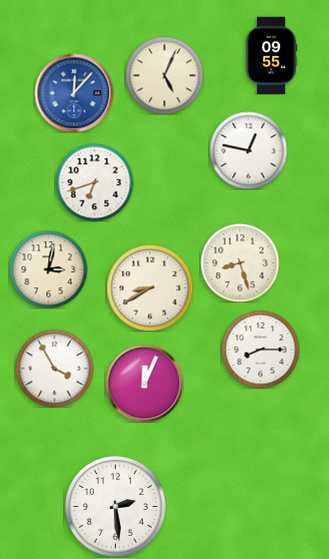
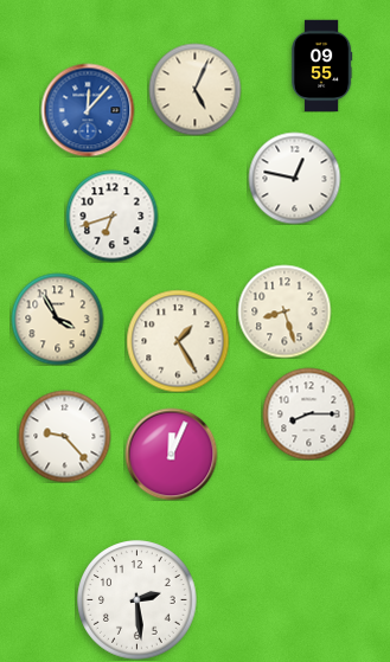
clock at (48, 269): 3:02 -> 3:55
clock at (150, 288): 8:40 -> 1:25
clock at (54, 368): 3:55 -> 9:23
